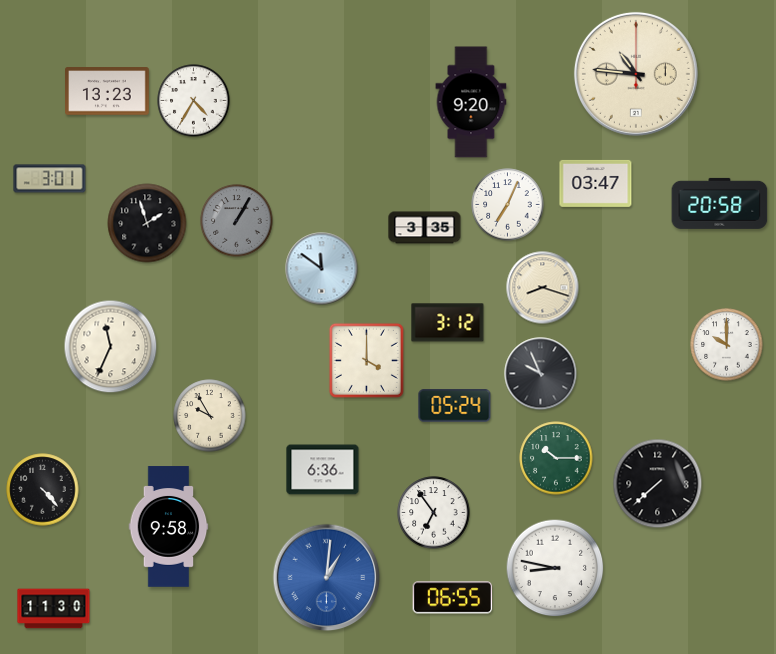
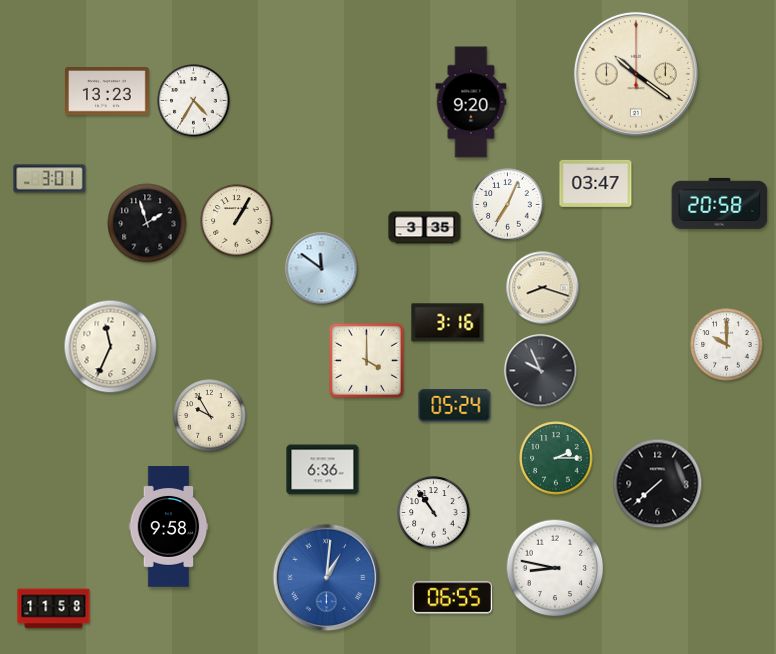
clock at (636, 74): 10:46 -> 10:21
clock at (237, 221) dial: grey -> cream
clock at (448, 323): 3:12 -> 3:16
clock at (541, 374) position: (541, 374) -> (541, 371)
clock at (556, 458): 10:15 -> 2:15
clock at (43, 490): 4:23 -> none
clock at (434, 513): 6:54 -> 10:54
clock at (54, 609): 11:30 -> 11:58
